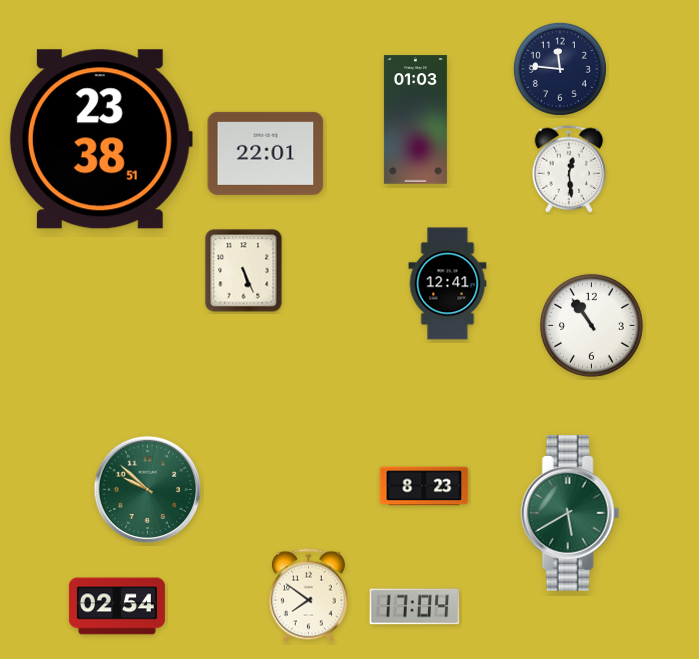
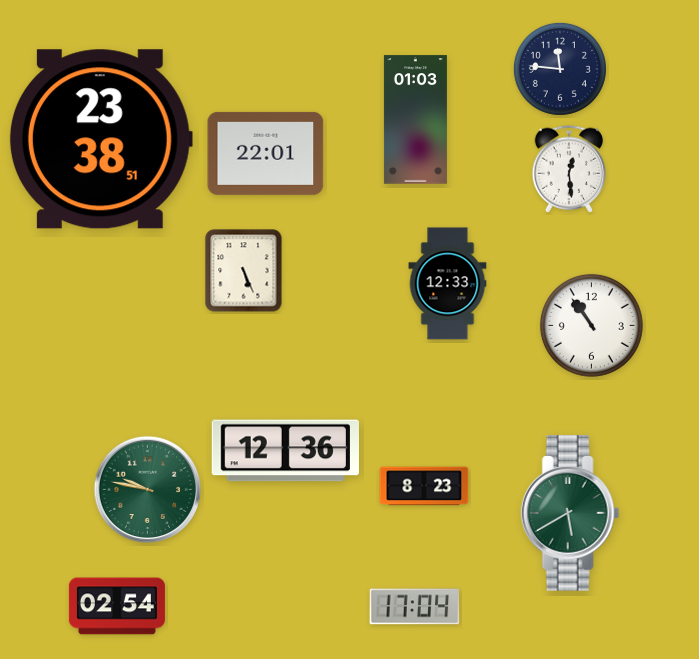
clock at (448, 284): 12:41 -> 12:33
clock at (285, 451): none -> 12:36
clock at (147, 489): 9:52 -> 9:47
clock at (308, 596): 7:51 -> none
